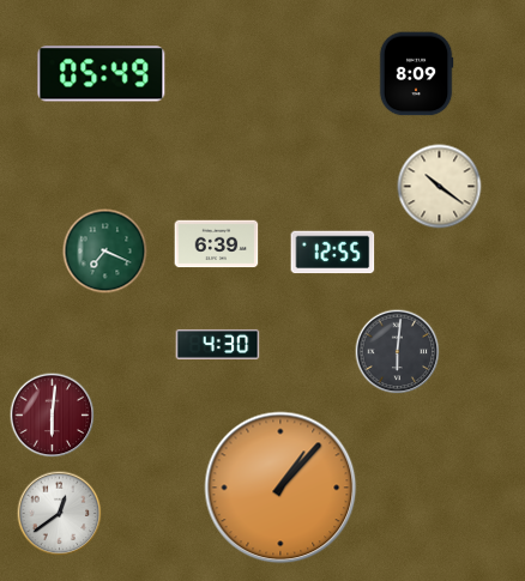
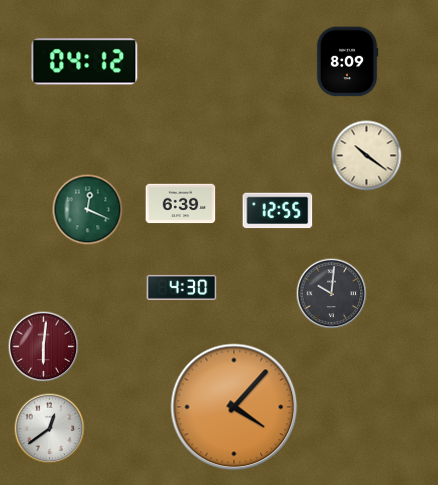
clock at (102, 74): 05:49 -> 04:12
clock at (105, 252): 7:19 -> 12:19
clock at (398, 352): 6:01 -> 10:01
clock at (280, 488): 1:07 -> 4:07
